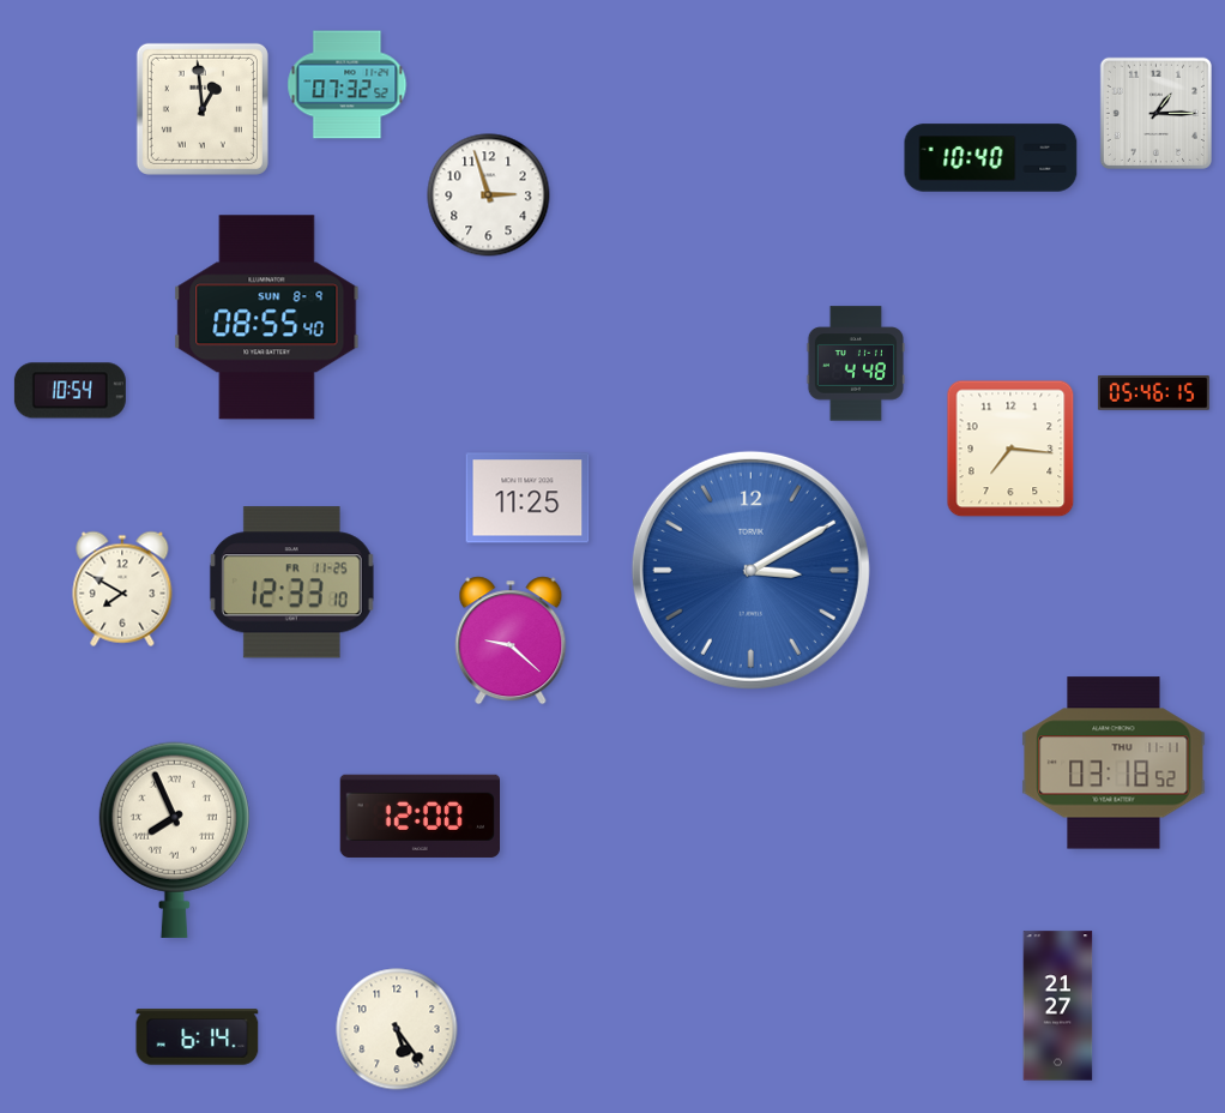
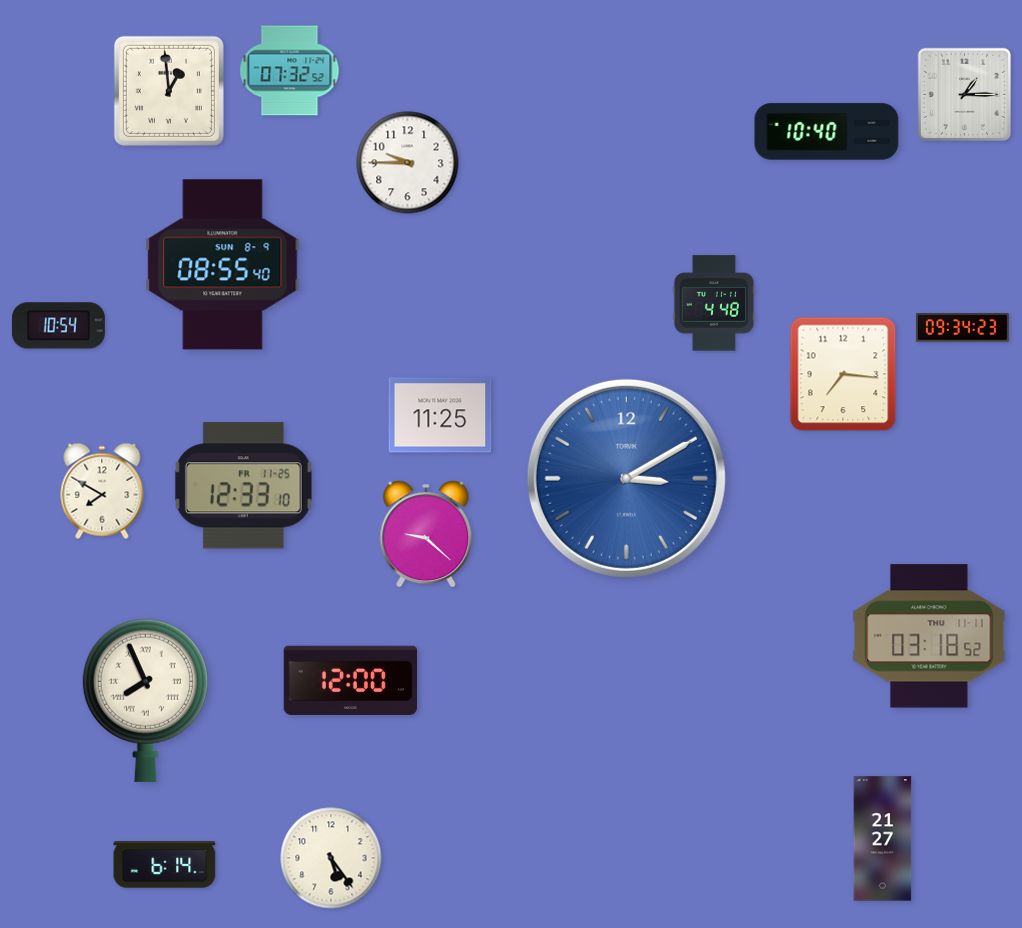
clock at (489, 195): 2:57 -> 9:45
clock at (1153, 393): 05:46 -> 09:34
clock at (750, 570) position: (750, 570) -> (626, 478)
